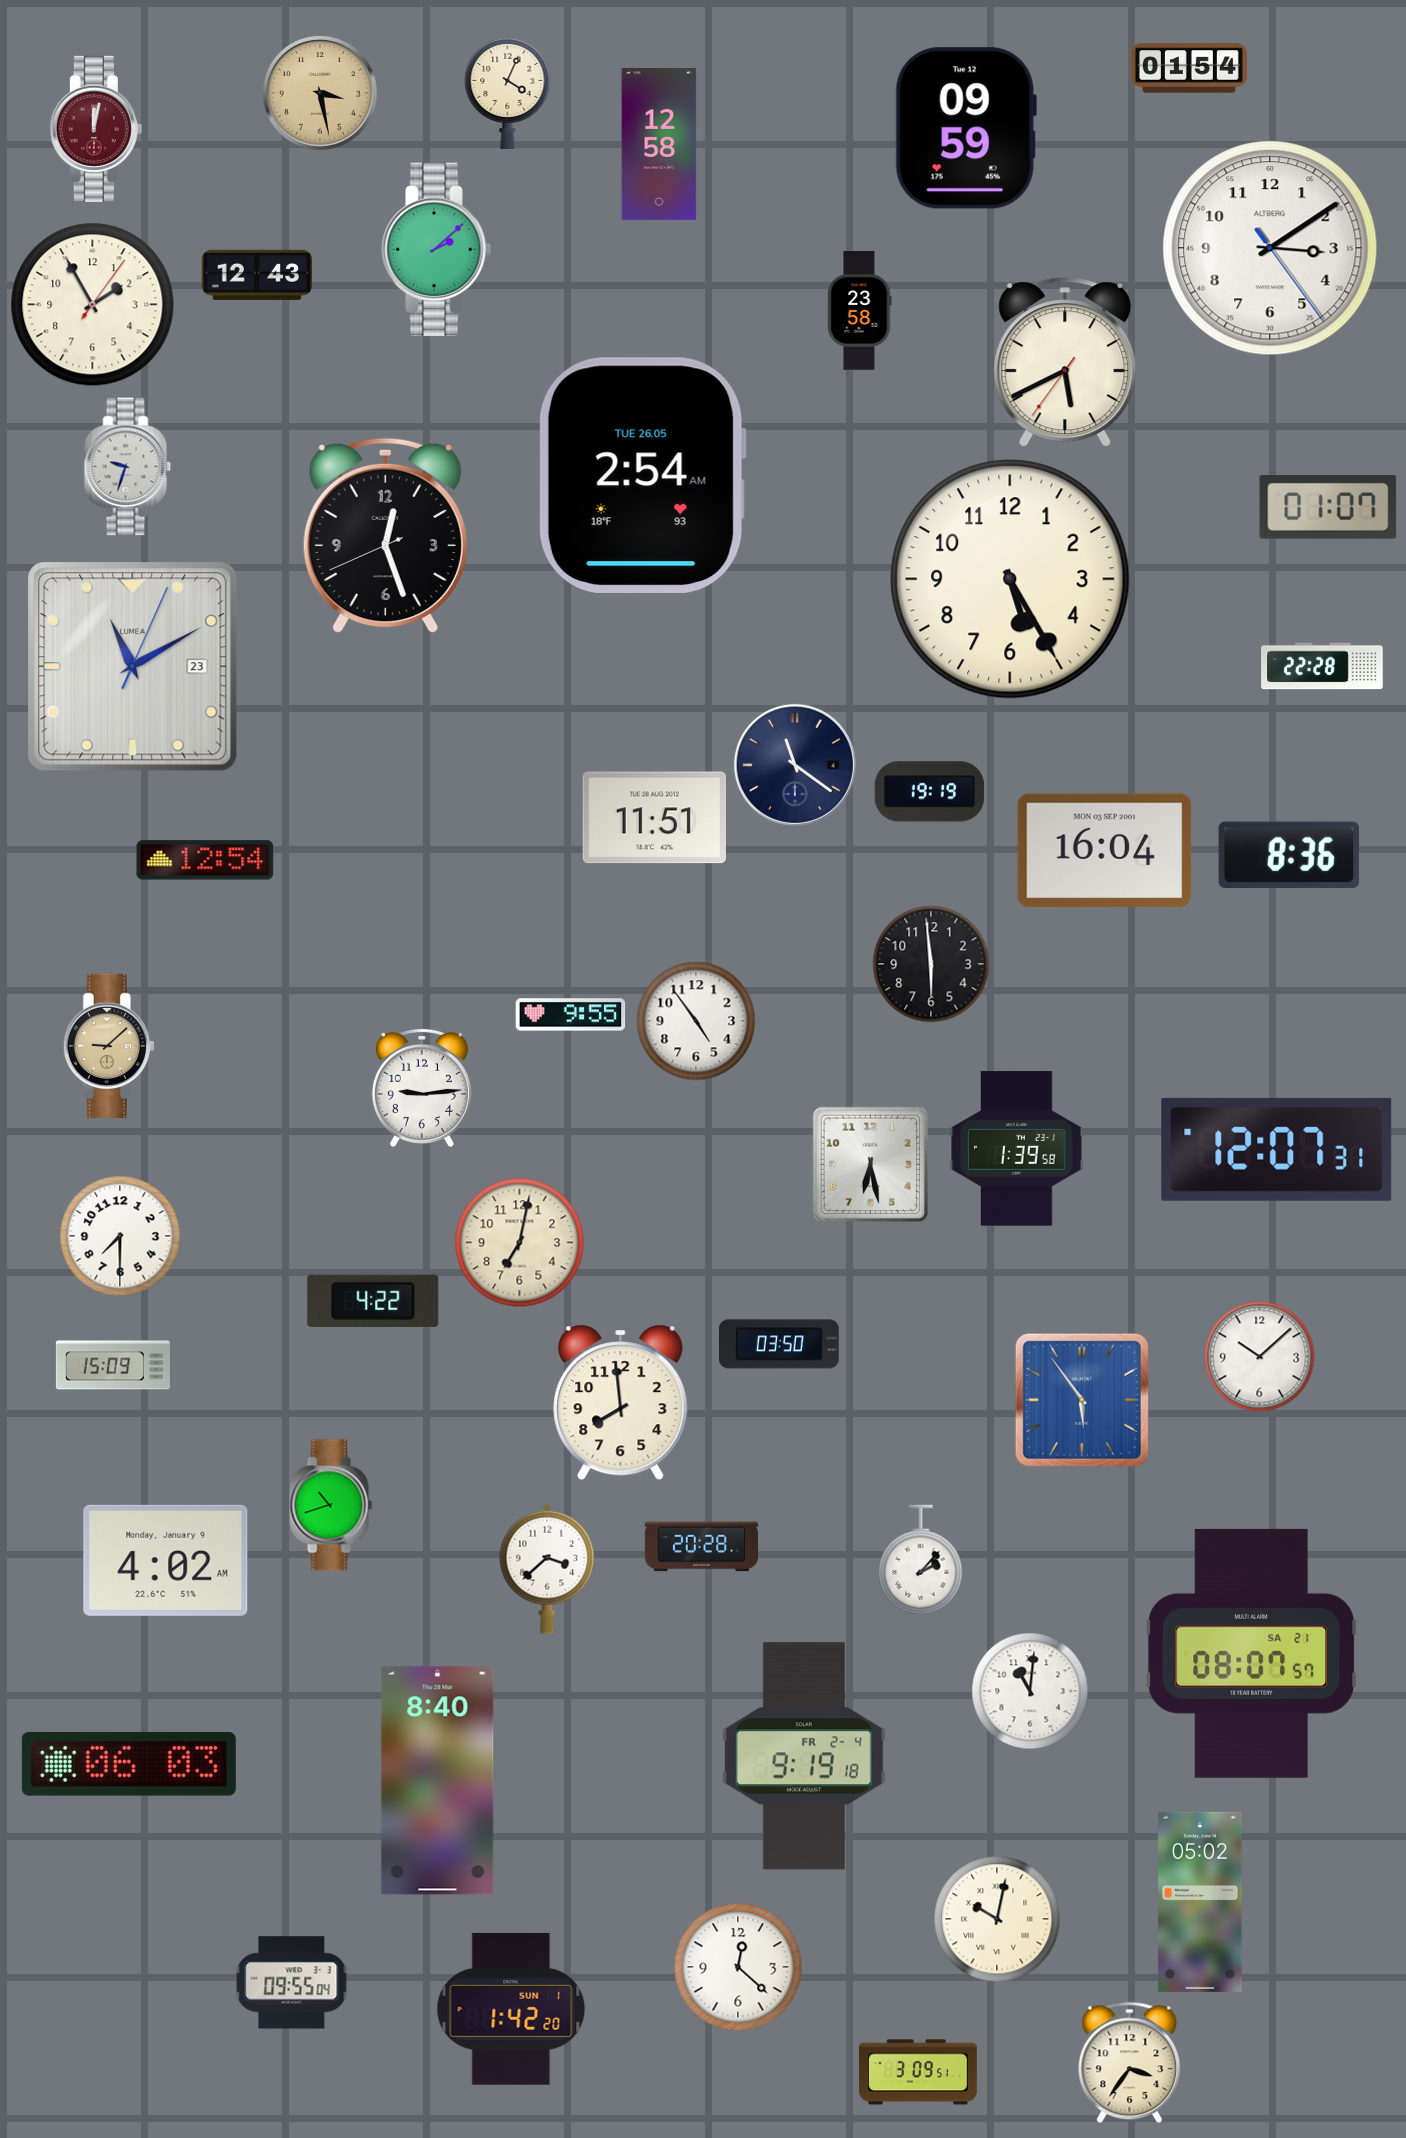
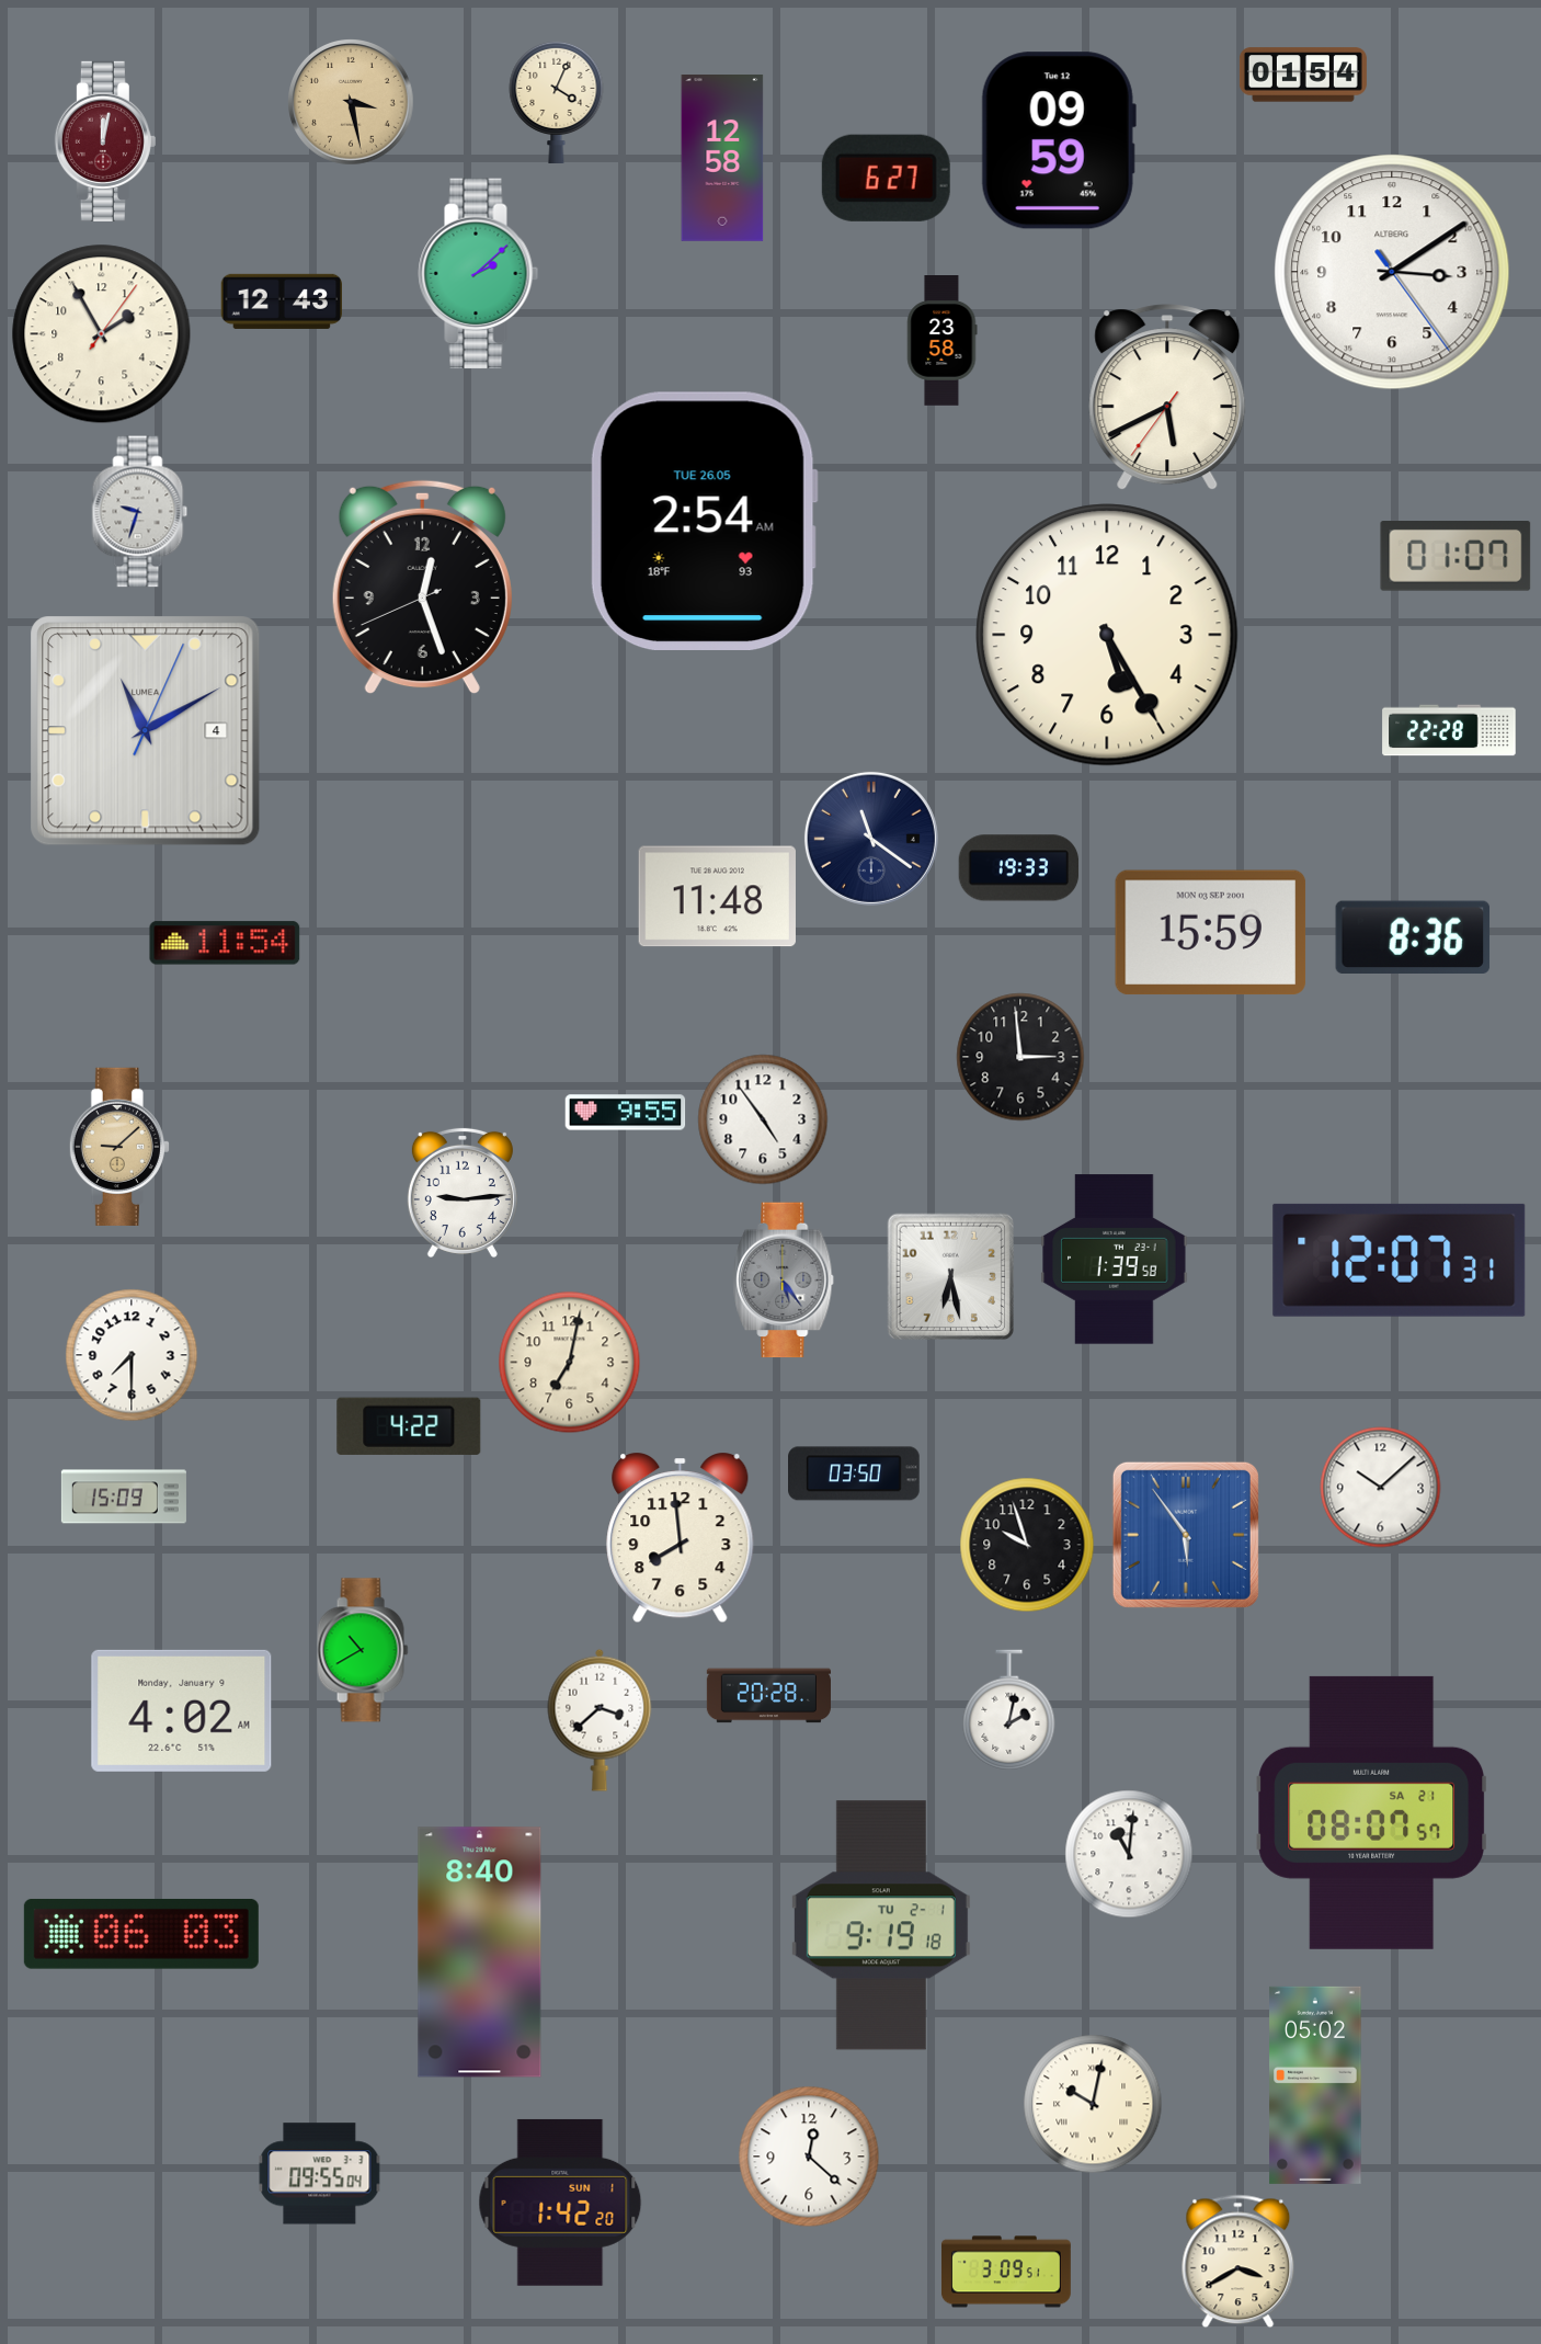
clock at (886, 178): none -> 6:27
clock at (133, 667) date: 23 -> 4
clock at (930, 792): 19:19 -> 19:33
clock at (654, 818): 11:51 -> 11:48
clock at (1105, 851): 16:04 -> 15:59
clock at (205, 860): 12:54 -> 11:54
clock at (931, 964): 5:59 -> 2:59
clock at (870, 1164) position: (870, 1164) -> (950, 1276)
clock at (784, 1281): none -> 5:24
clock at (1027, 1545): none -> 9:57
clock at (331, 1505): 10:42 -> 10:40
clock at (921, 1560): 2:07 -> 2:02
clock at (804, 1756) date: FR 2-4 -> TU 2-1
clock at (1130, 2063): 3:36 -> 3:40
